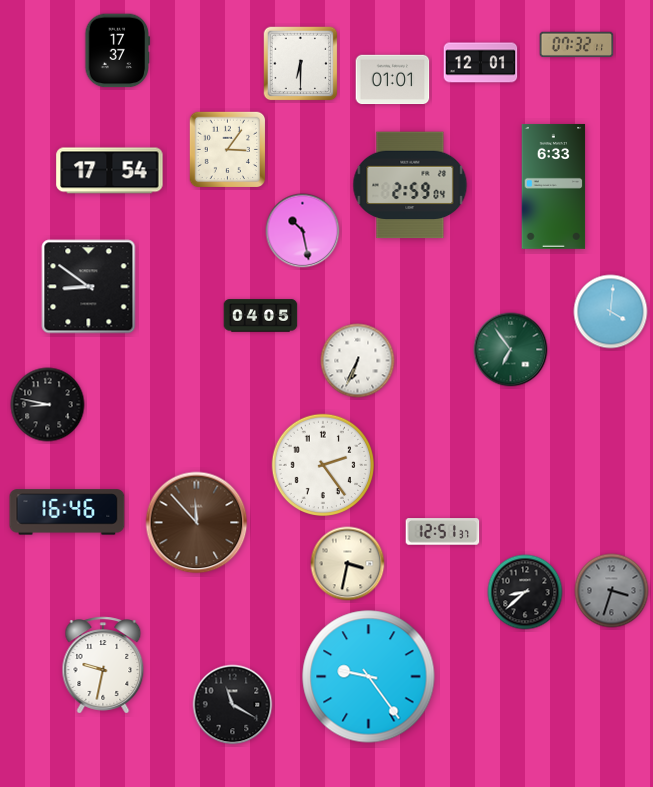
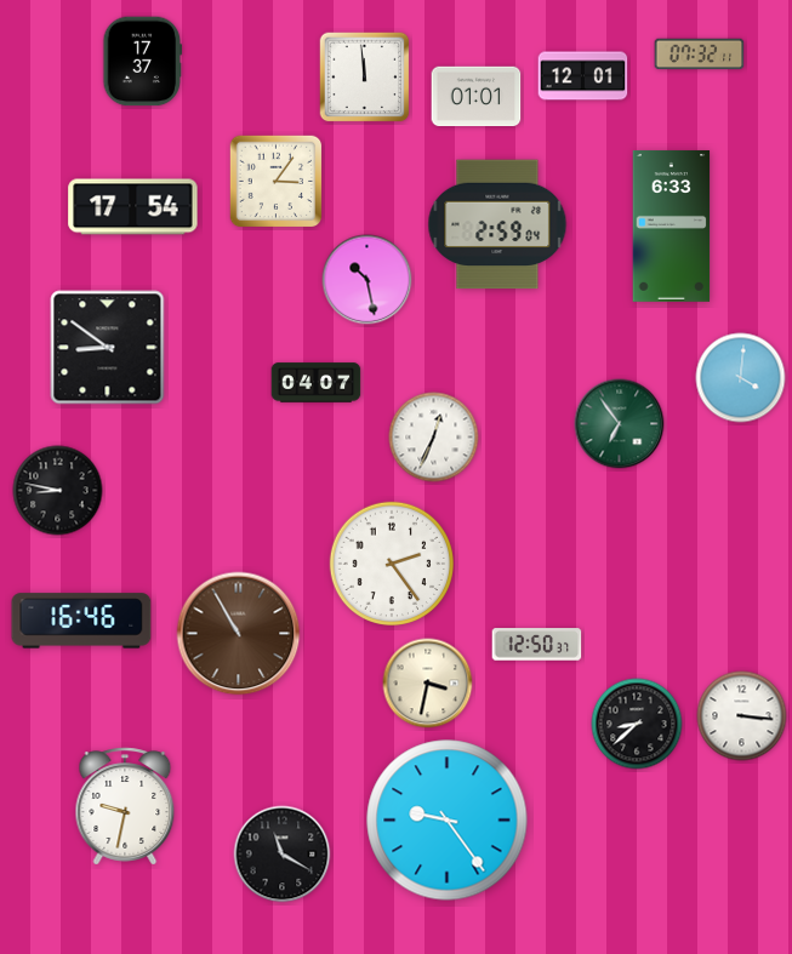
clock at (301, 64): 6:30 -> 11:59
clock at (261, 316): 04:05 -> 04:07
clock at (358, 361): 6:34 -> 12:34
clock at (197, 523): 11:53 -> 10:55
clock at (443, 532): 12:51 -> 12:50
clock at (348, 564) position: (348, 564) -> (428, 684)
clock at (612, 591): 3:33 -> 3:16
clock at (612, 591) dial: grey -> white
clock at (525, 592) position: (525, 592) -> (637, 724)
